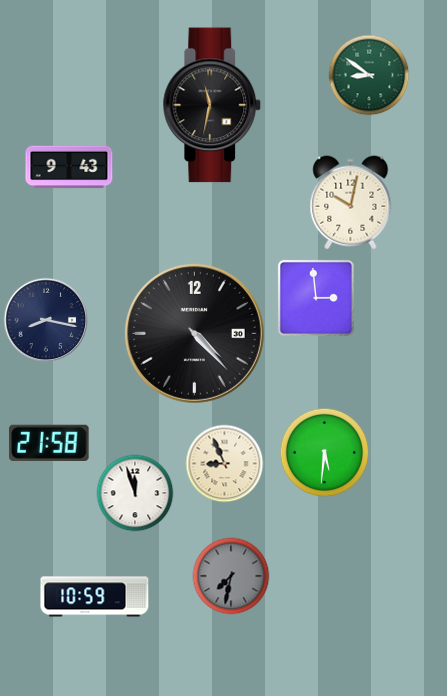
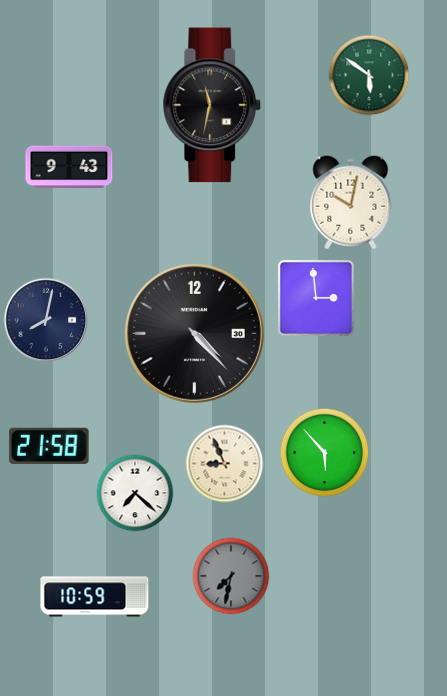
clock at (369, 75): 8:51 -> 5:51
clock at (46, 320): 8:17 -> 8:02
clock at (49, 443) position: (49, 443) -> (49, 446)
clock at (325, 453): 5:31 -> 5:53
clock at (135, 493): 11:57 -> 7:22
